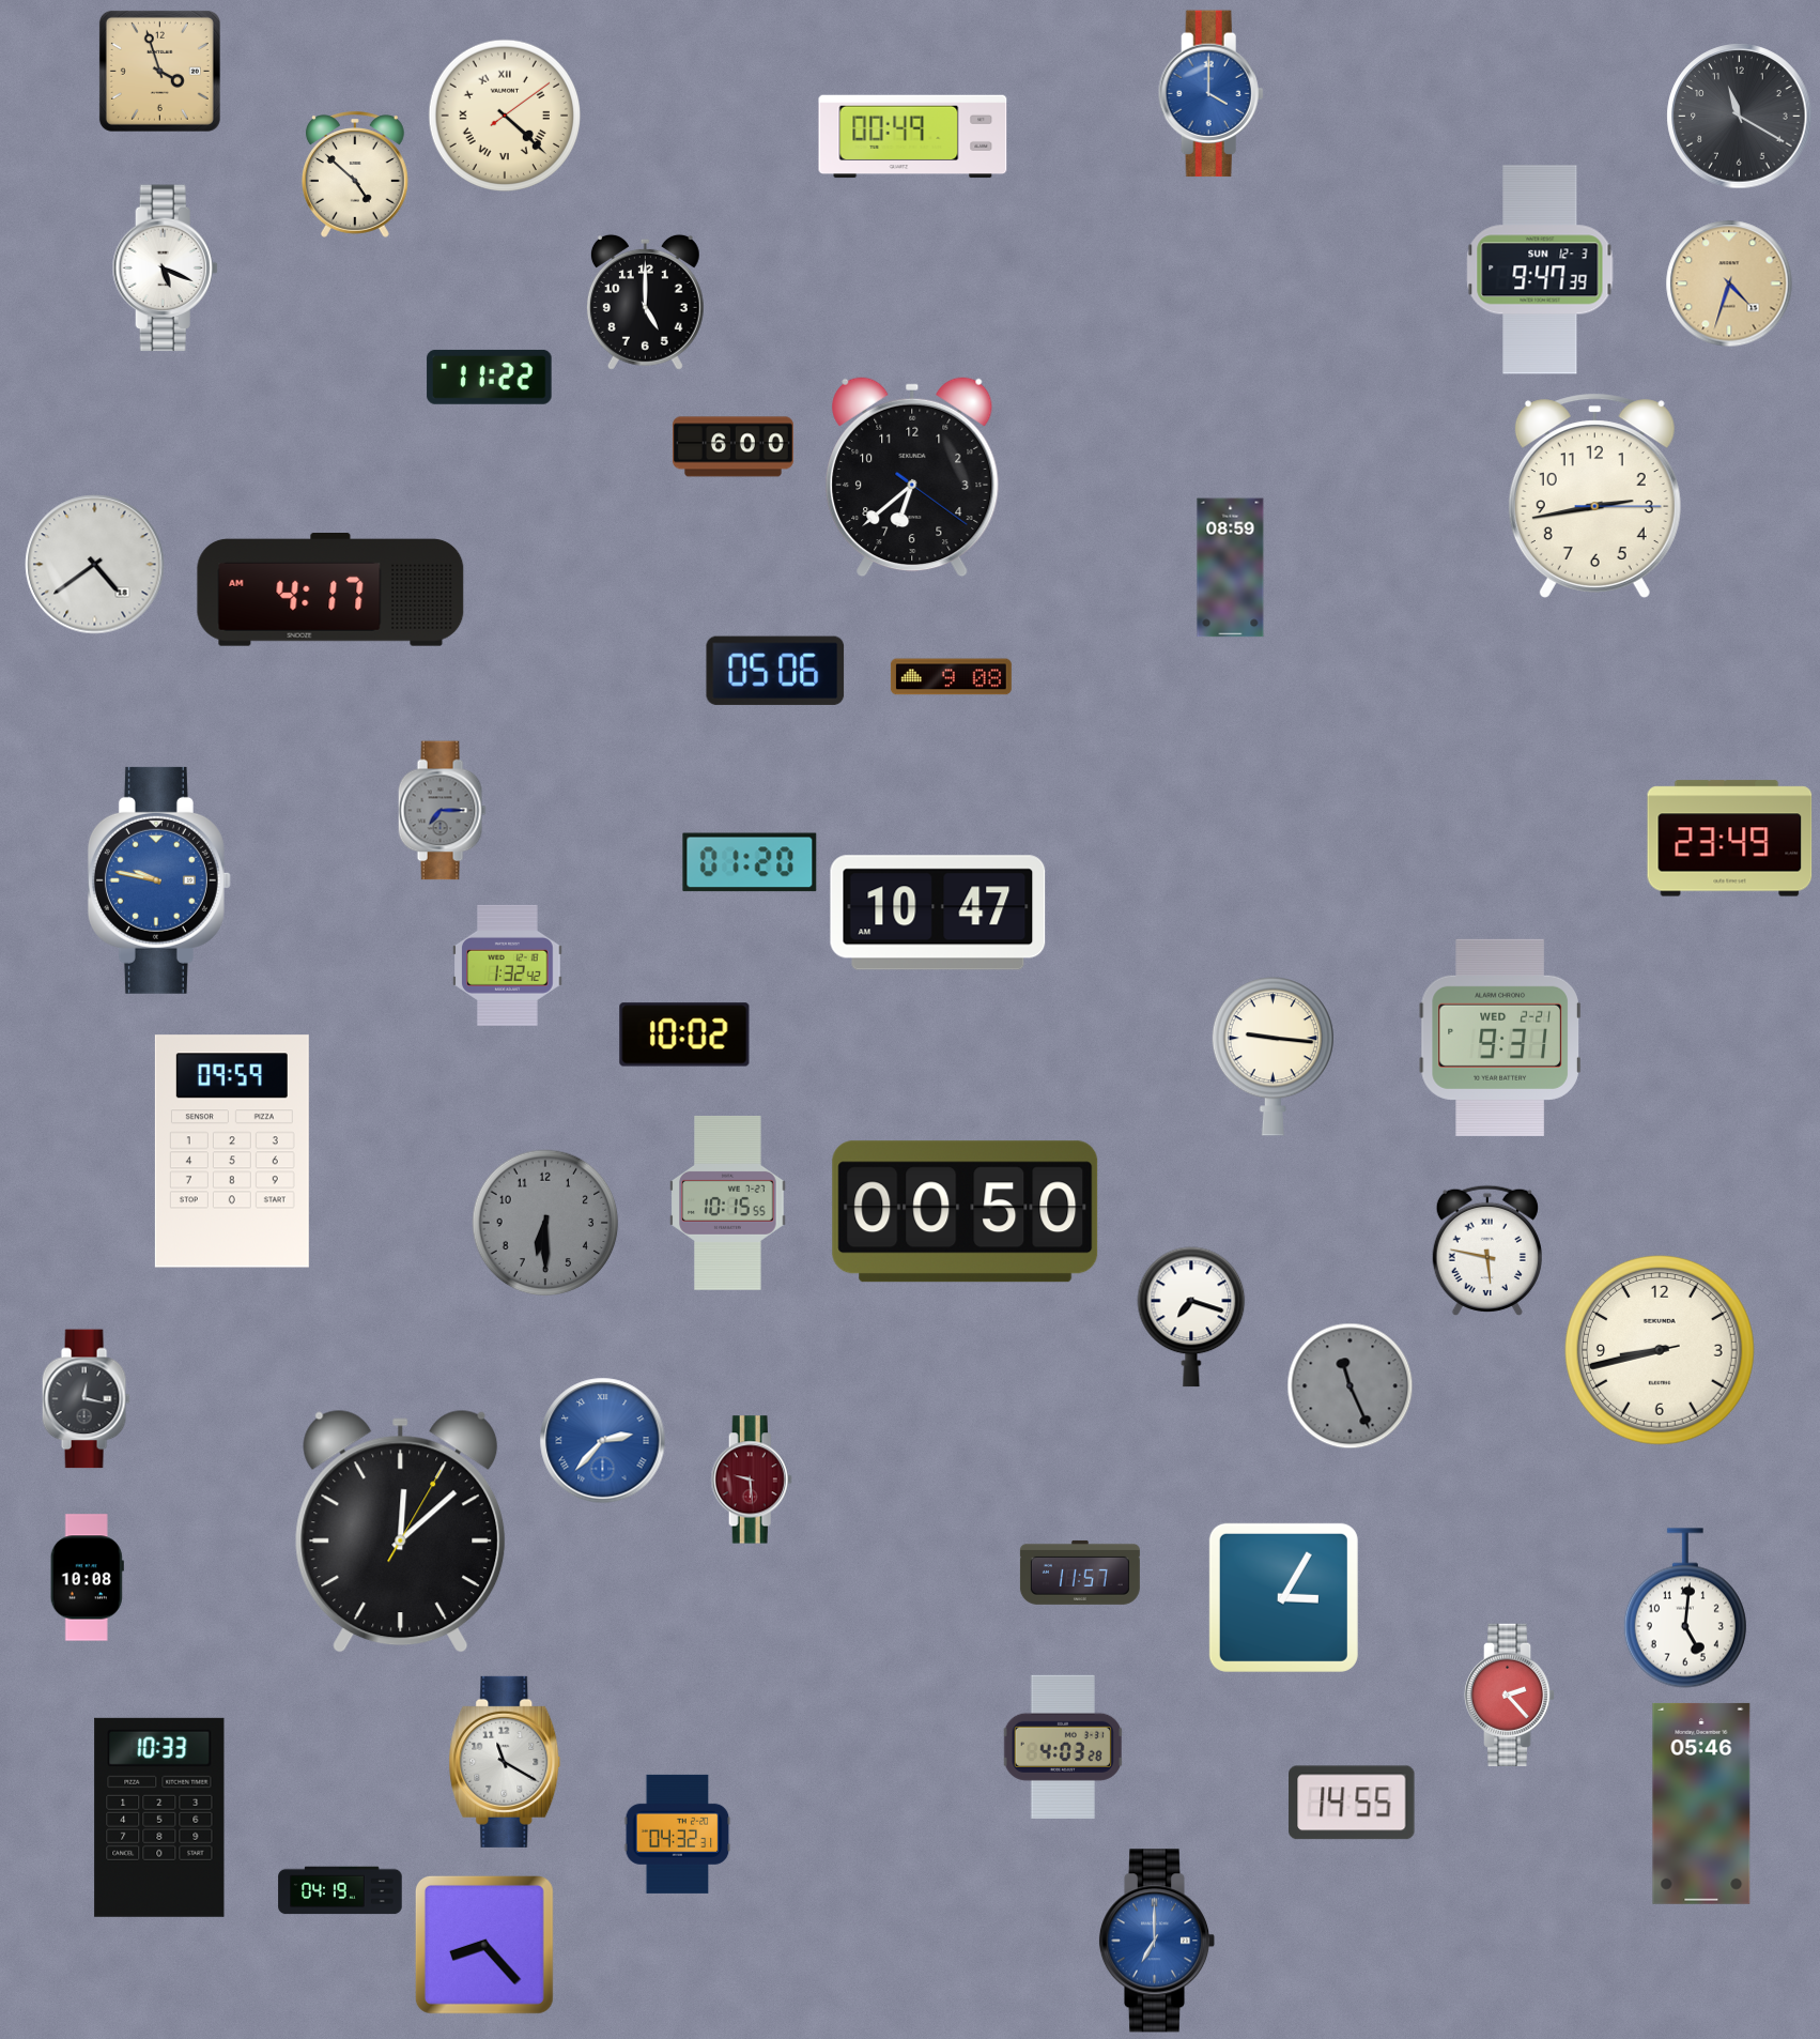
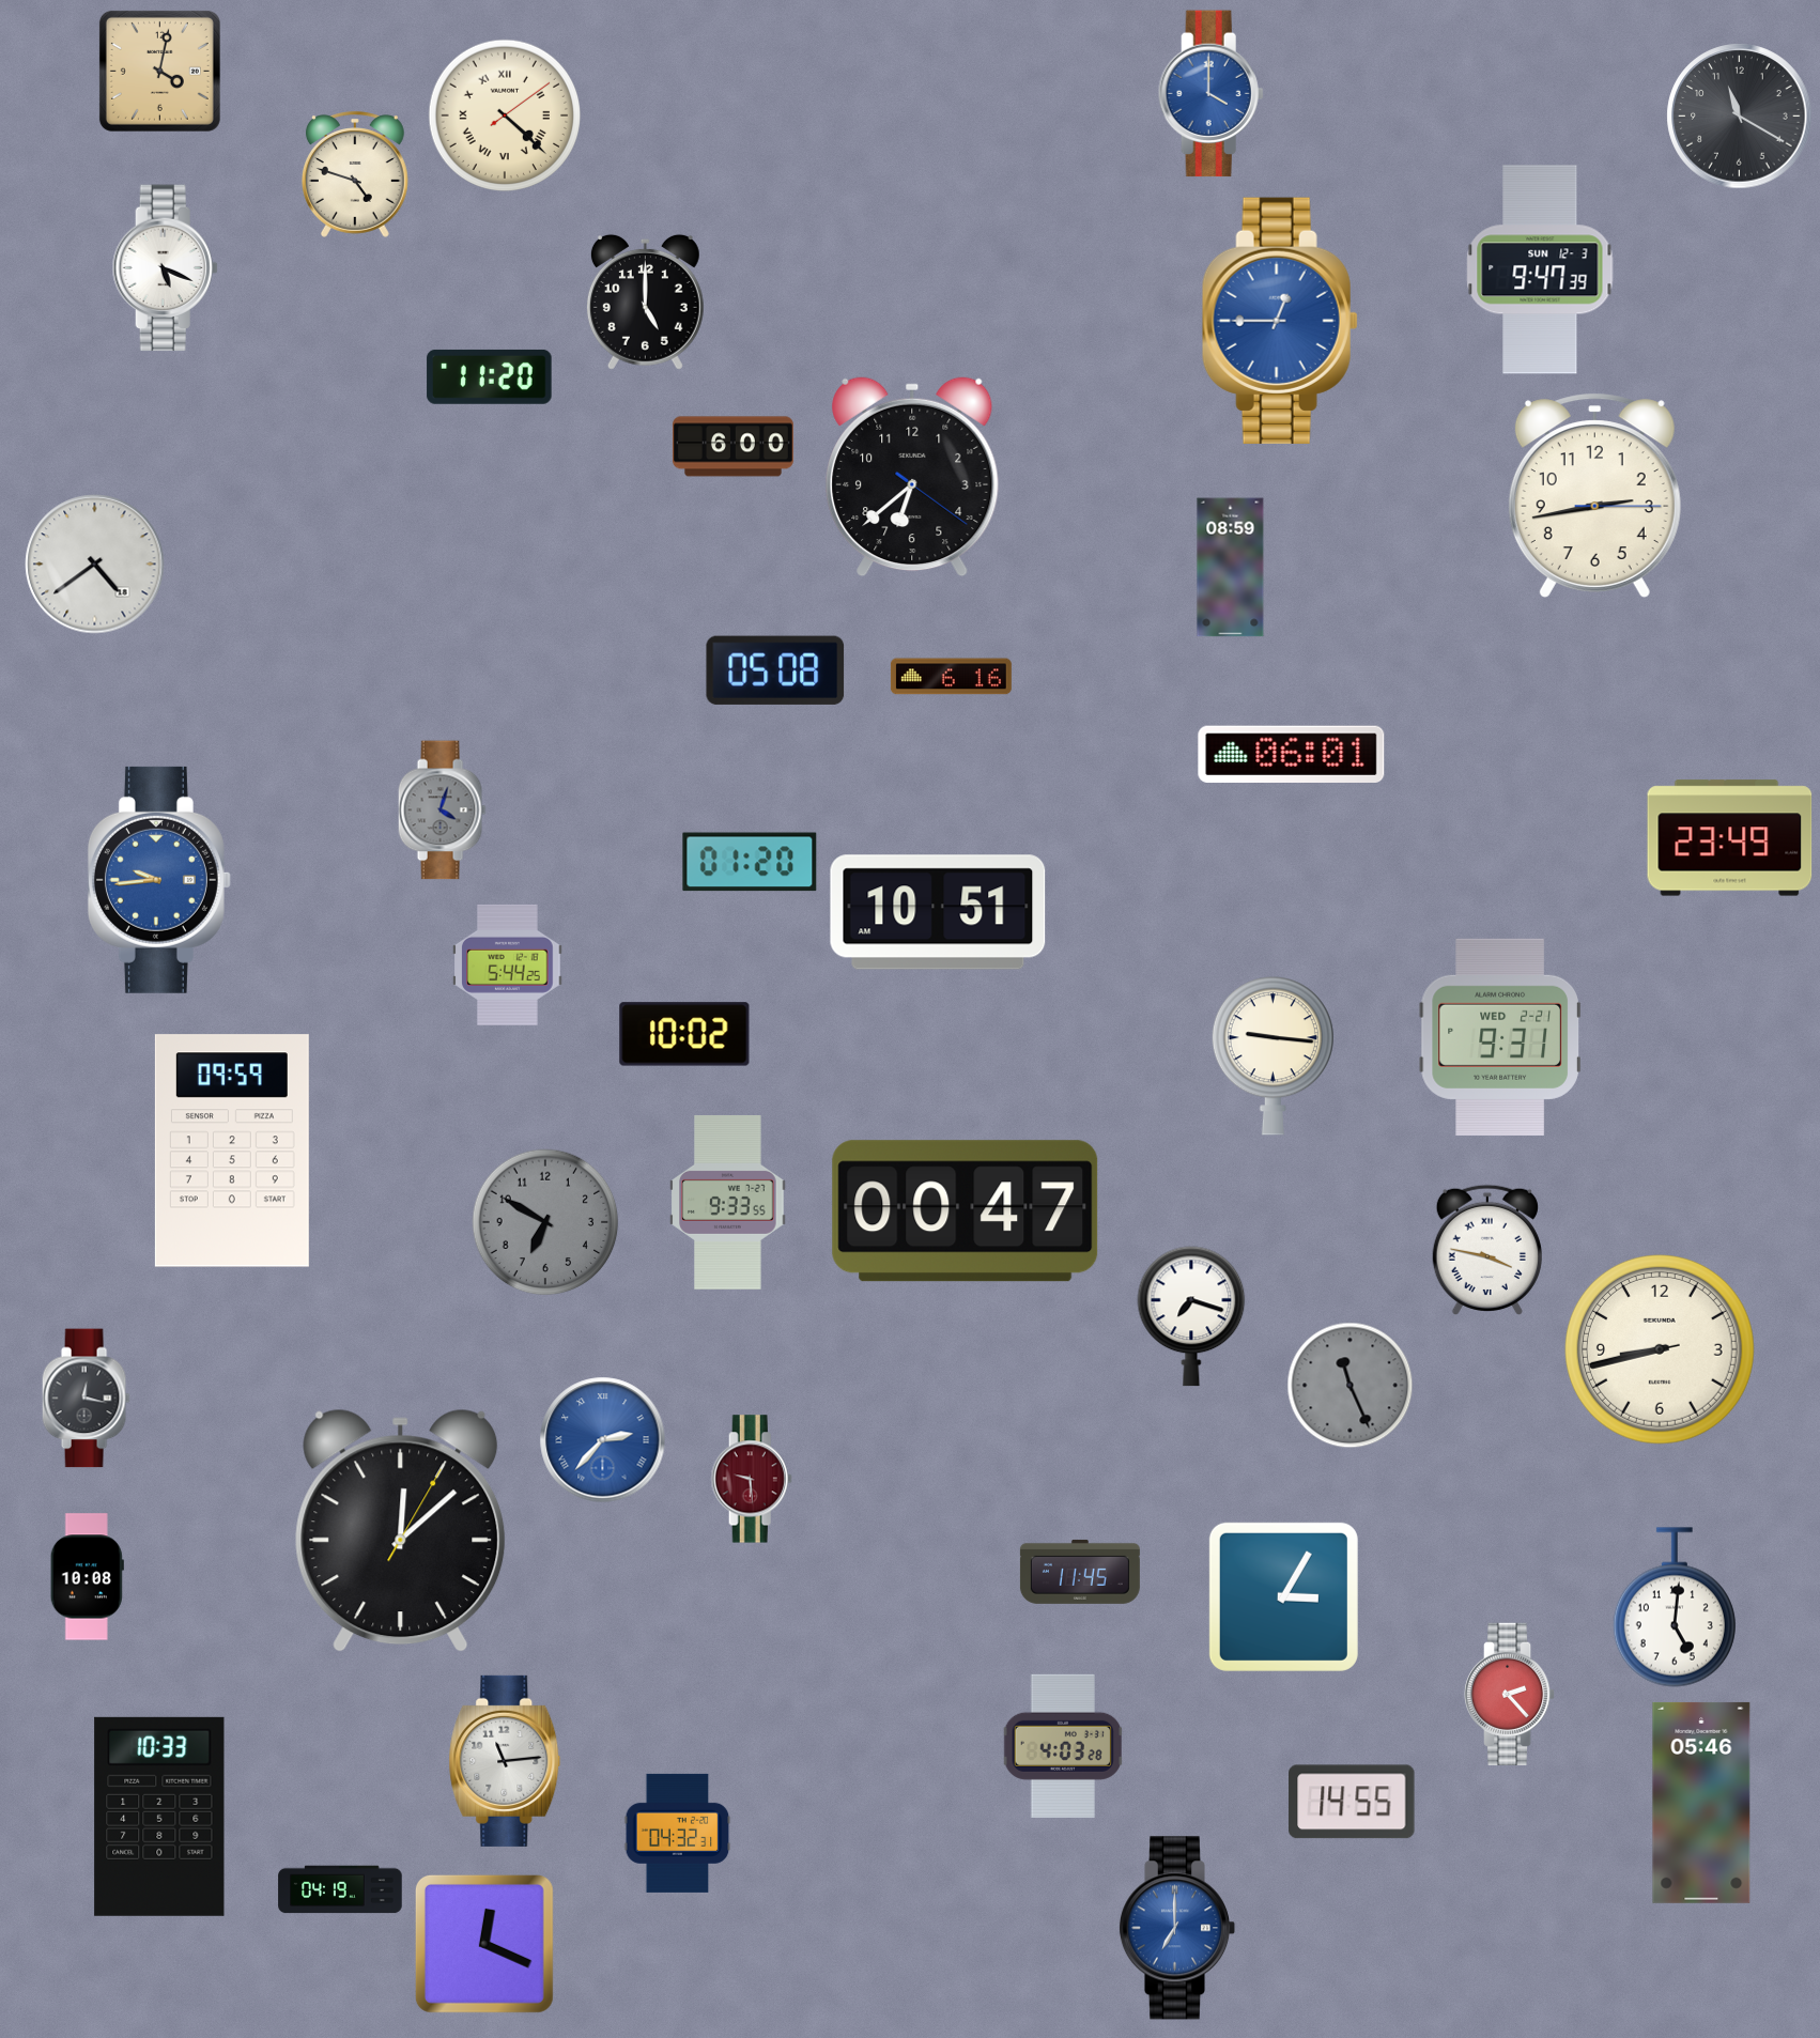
clock at (159, 71): 3:57 -> 4:02
clock at (913, 137): 00:49 -> none
clock at (355, 174): 4:52 -> 4:48
clock at (1729, 283): 4:33 -> none
clock at (1280, 321): none -> 12:45
clock at (490, 377): 11:22 -> 11:20
clock at (330, 591): 4:17 -> none
clock at (775, 671): 05:06 -> 05:08
clock at (951, 677): 9:08 -> 6:16
clock at (1292, 755): none -> 06:01
clock at (442, 811): 7:15 -> 4:03
clock at (159, 880): 9:47 -> 9:44
clock at (938, 913): 10:47 -> 10:51
clock at (508, 965): 1:32 -> 5:44
clock at (728, 1202): 10:15 -> 9:33
clock at (966, 1212): 00:50 -> 00:47
clock at (545, 1223): 6:30 -> 6:50
clock at (1487, 1251): 5:47 -> 3:47
clock at (1080, 1573): 11:57 -> 11:45
clock at (1685, 1608) position: (1685, 1608) -> (1675, 1607)
clock at (505, 1762): 11:20 -> 11:14
clock at (1157, 1941) position: (1157, 1941) -> (1177, 1928)
clock at (484, 1945): 8:23 -> 12:19
